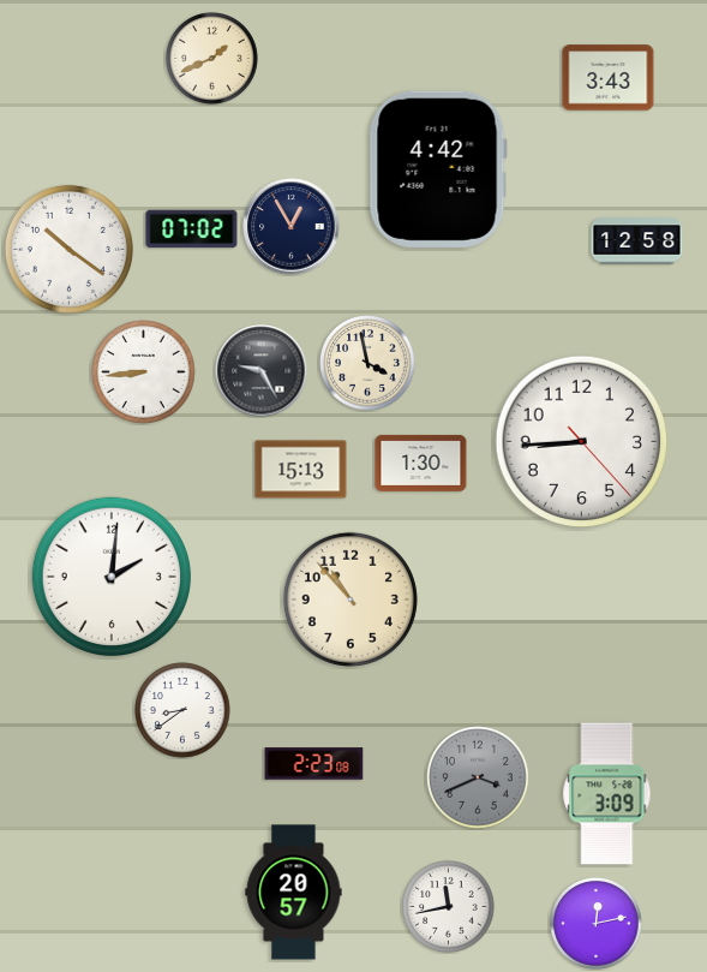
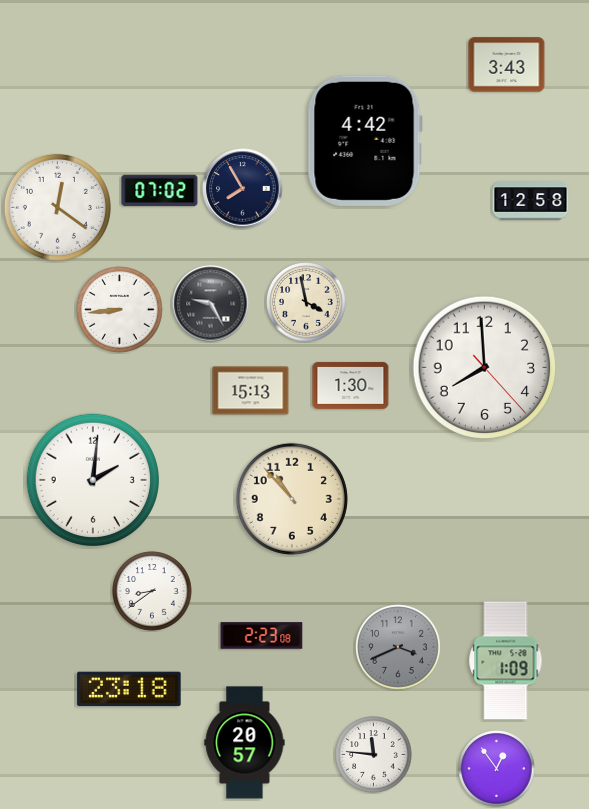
clock at (212, 59): 1:41 -> none
clock at (292, 227): 12:55 -> 7:55
clock at (68, 249): 10:21 -> 12:21
clock at (262, 371) position: (262, 371) -> (211, 304)
clock at (582, 442): 8:44 -> 7:59
clock at (607, 794): 3:09 -> 1:09
clock at (129, 689): none -> 23:18
clock at (449, 907): 11:43 -> 11:46
clock at (597, 924): 12:13 -> 12:54
